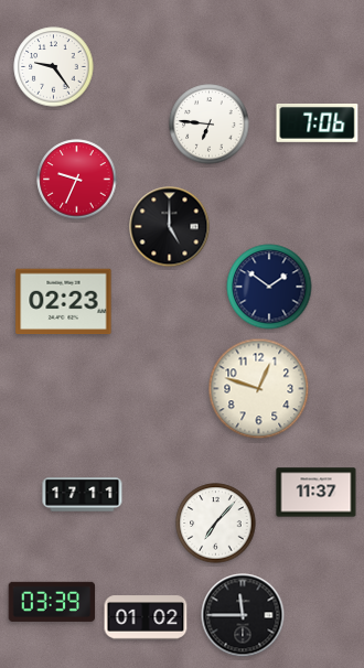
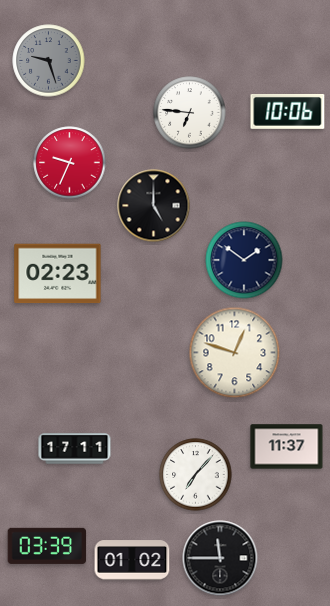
clock at (54, 67): 9:24 -> 9:27
clock at (54, 67) dial: white -> grey
clock at (318, 123): 7:06 -> 10:06
